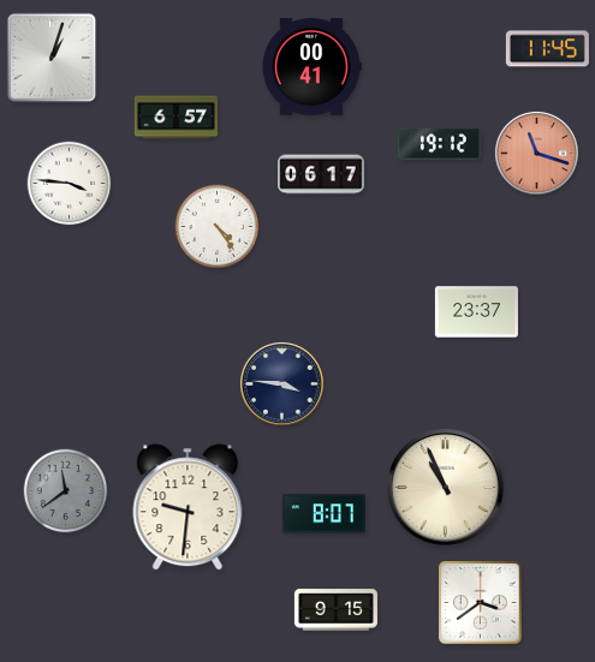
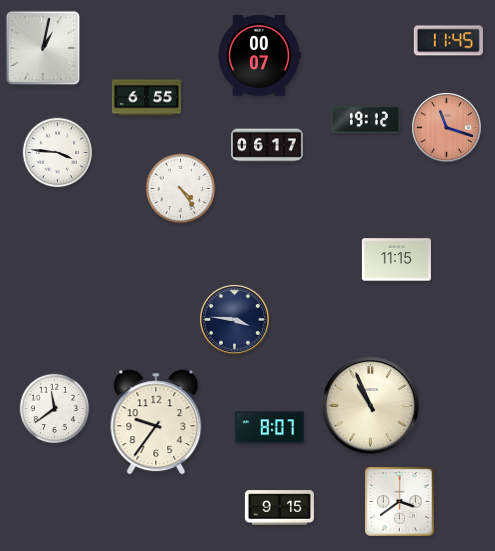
clock at (547, 49) position: (547, 49) -> (448, 41)
clock at (52, 58): 1:03 -> 1:02
clock at (311, 67): 00:41 -> 00:07
clock at (175, 118): 6:57 -> 6:55
clock at (476, 312): 23:37 -> 11:15
clock at (66, 491) dial: grey -> white
clock at (188, 507): 9:31 -> 9:36
